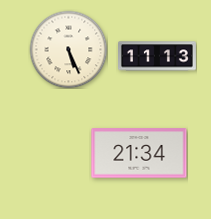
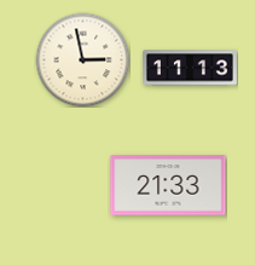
clock at (68, 49): 5:26 -> 2:58
clock at (139, 153): 21:34 -> 21:33
